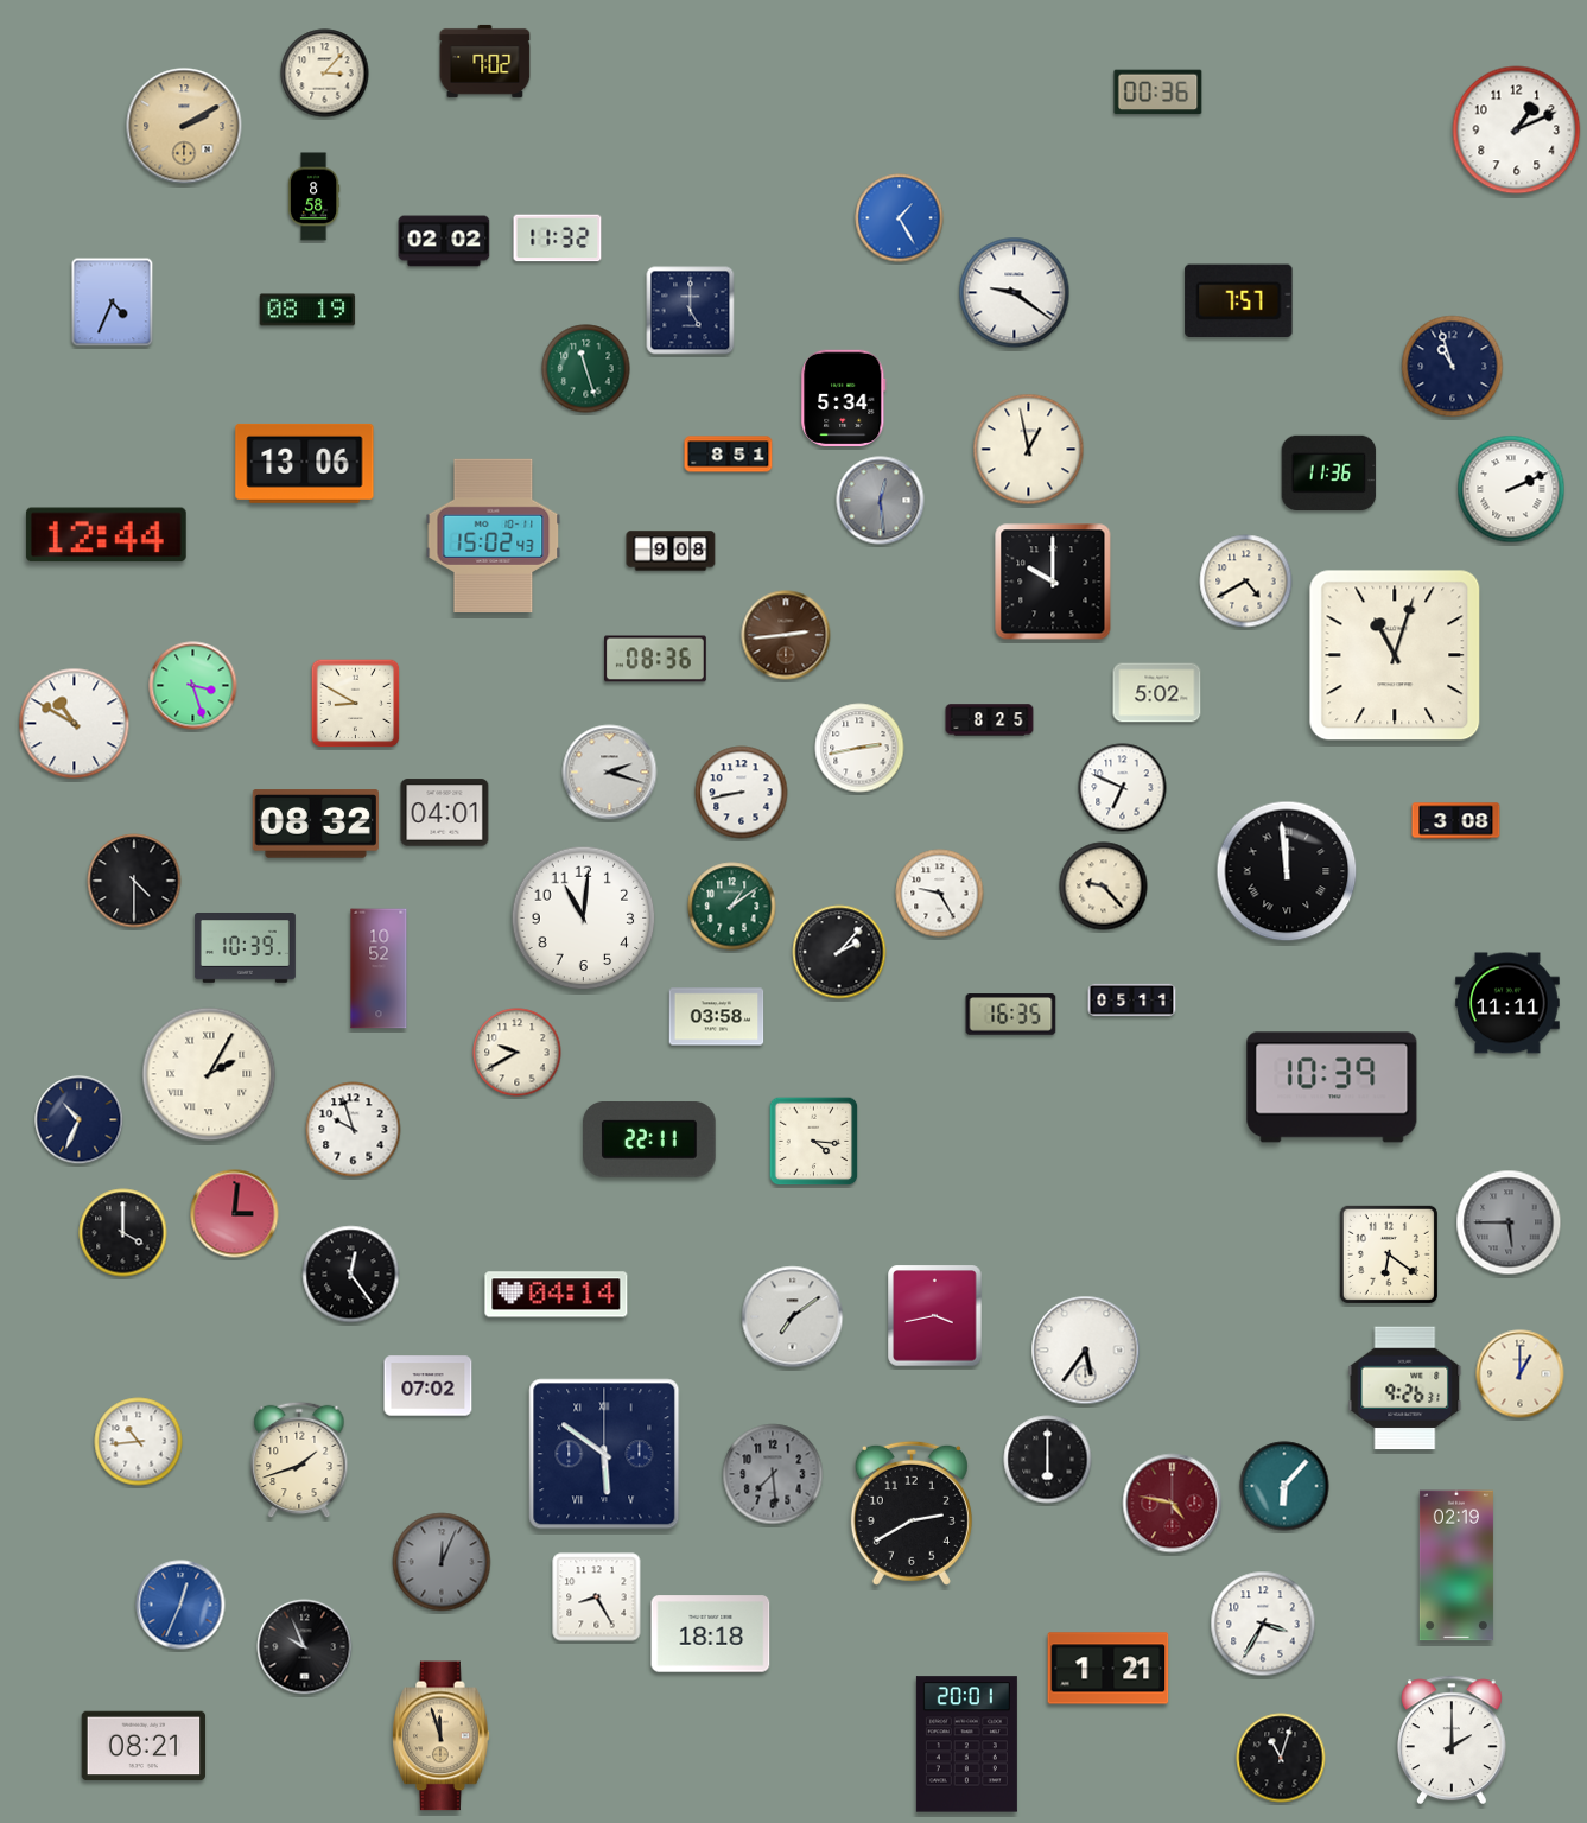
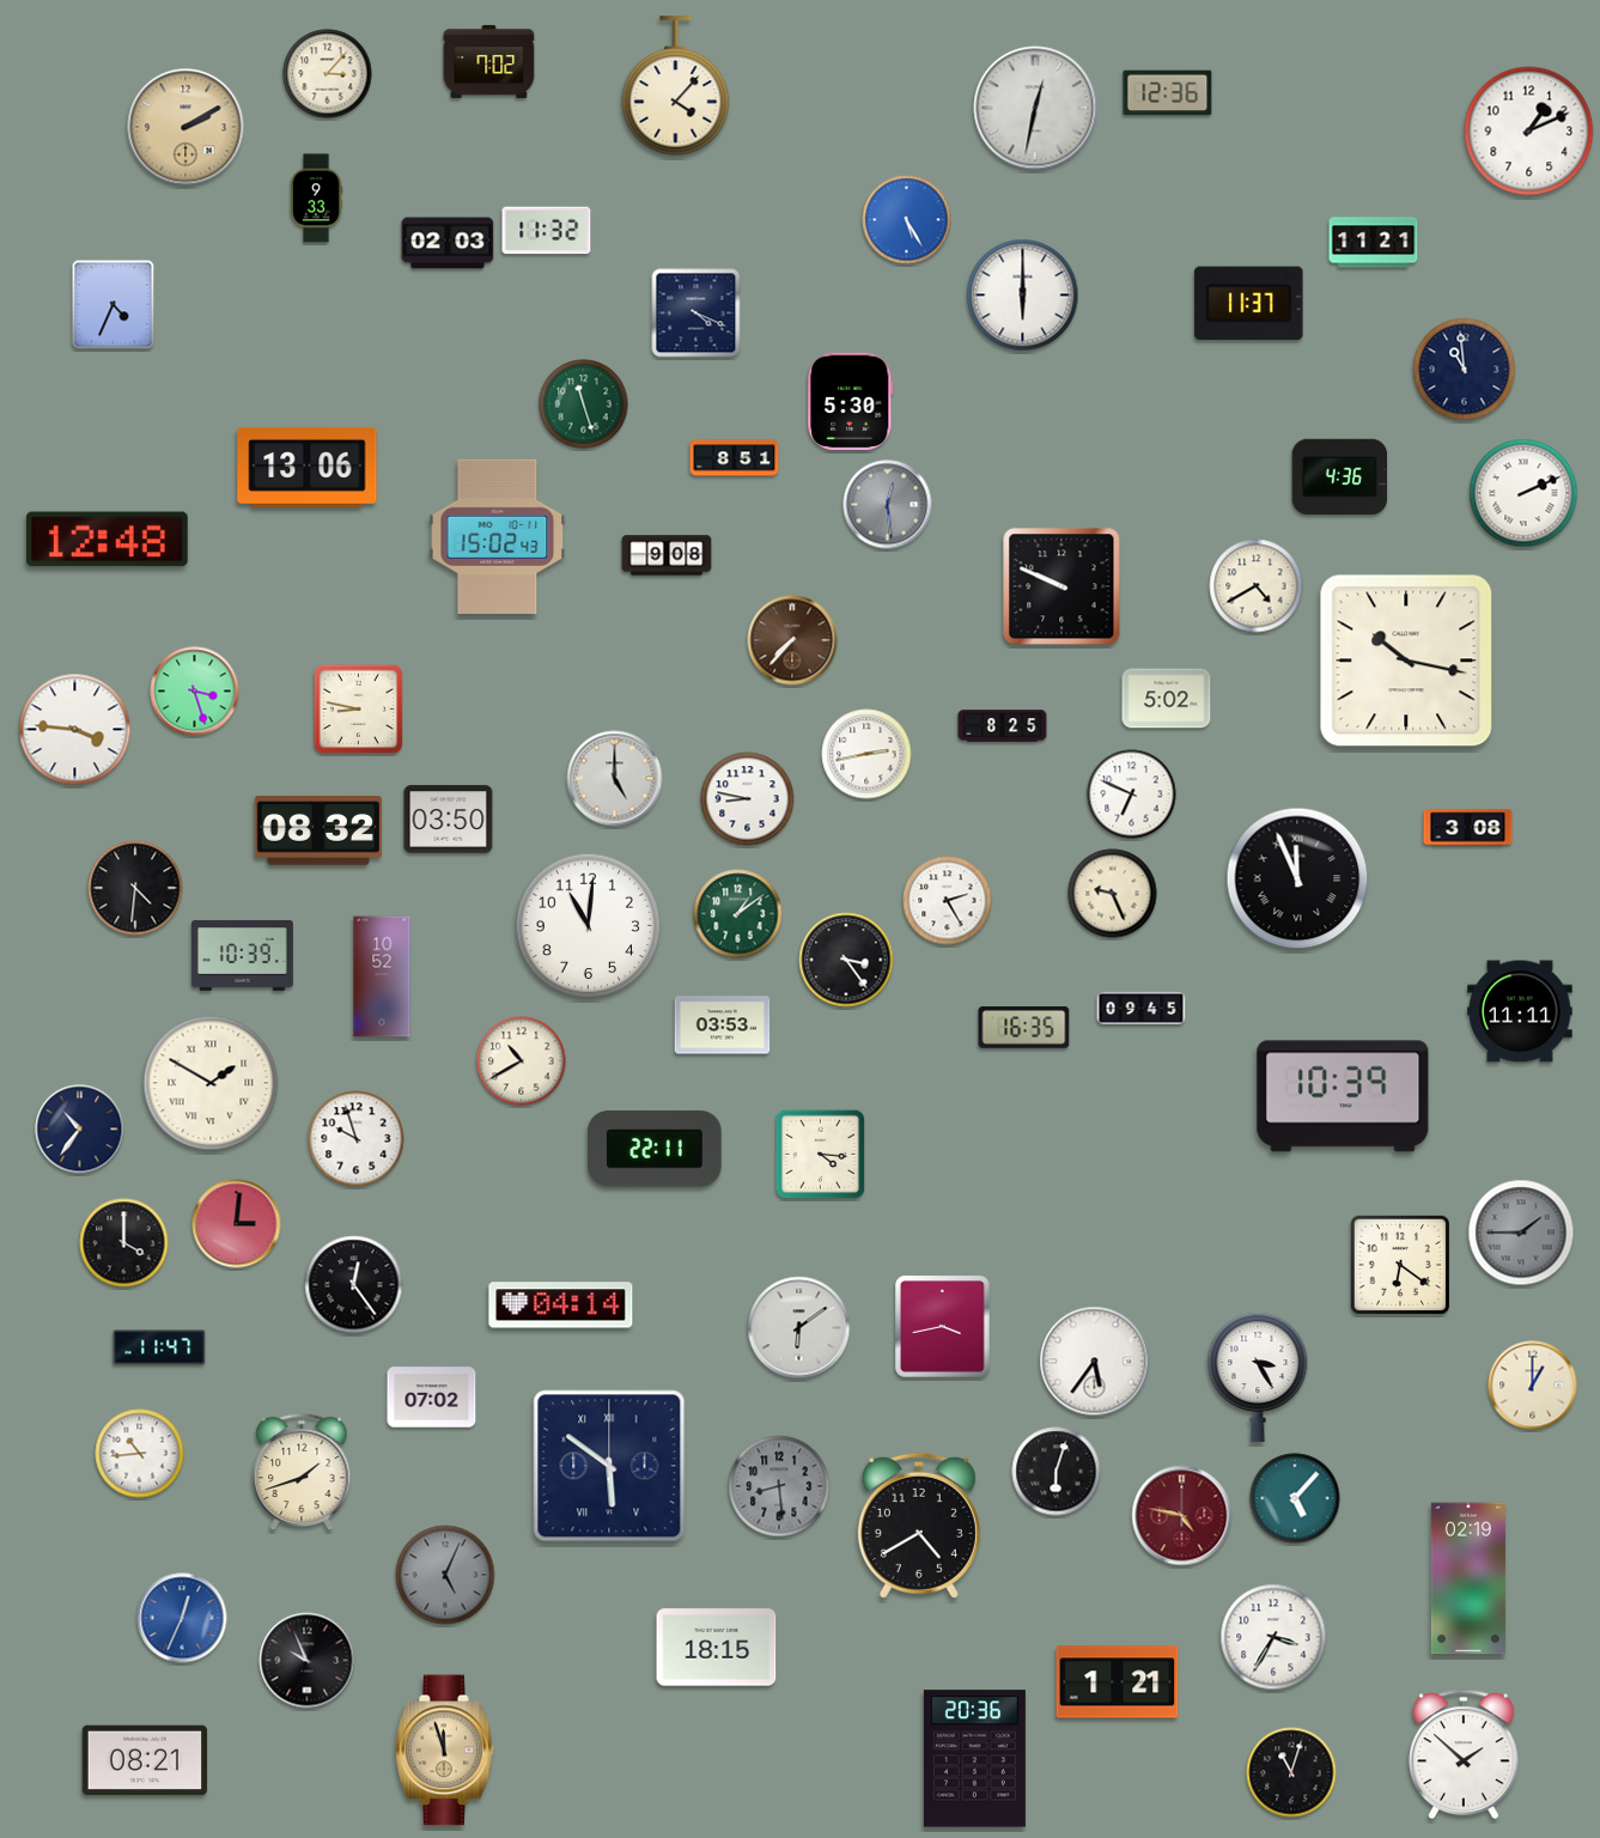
clock at (676, 86): none -> 4:07
clock at (1158, 93): 00:36 -> 12:36
clock at (1035, 108): none -> 12:32
clock at (313, 197): 8:58 -> 9:33
clock at (900, 218): 1:25 -> 5:25
clock at (558, 239) position: (558, 239) -> (547, 231)
clock at (444, 241): 02:02 -> 02:03
clock at (1374, 243): none -> 11:21
clock at (1015, 293): 9:21 -> 6:00
clock at (1239, 300): 7:57 -> 11:37
clock at (307, 310): 08:19 -> none
clock at (691, 311): 5:00 -> 4:19
clock at (1453, 367): 10:57 -> 10:59
clock at (586, 369) position: (586, 369) -> (584, 404)
clock at (844, 398): 5:34 -> 5:30
clock at (1029, 450): 12:58 -> none
clock at (1329, 472): 11:36 -> 4:36
clock at (106, 535): 12:44 -> 12:48
clock at (494, 535) position: (494, 535) -> (498, 536)
clock at (671, 551) position: (671, 551) -> (667, 555)
clock at (1053, 582): 10:00 -> 9:49
clock at (786, 635): 2:44 -> 7:37
clock at (1395, 655): 11:03 -> 10:17
clock at (655, 659): 08:36 -> none
clock at (356, 704): 8:50 -> 8:47
clock at (990, 720) position: (990, 720) -> (1003, 726)
clock at (75, 724): 10:50 -> 3:46
clock at (610, 773): 2:18 -> 5:00
clock at (742, 793): 8:43 -> 8:47
clock at (445, 813): 04:01 -> 03:50
clock at (1287, 871): 11:59 -> 11:56
clock at (134, 881): 4:30 -> 4:31
clock at (1104, 887): 9:23 -> 9:26
clock at (940, 894): 9:25 -> 2:25
clock at (245, 948) position: (245, 948) -> (242, 956)
clock at (839, 952): 2:07 -> 3:24
clock at (1132, 999): 05:11 -> 09:45
clock at (1011, 1015) position: (1011, 1015) -> (1024, 1028)
clock at (717, 1017): 03:58 -> 03:53
clock at (518, 1053): 9:40 -> 10:40
clock at (209, 1074): 2:05 -> 1:50
clock at (80, 1120): 10:34 -> 10:36
clock at (814, 1142) position: (814, 1142) -> (821, 1155)
clock at (1509, 1222): 5:45 -> 1:45
clock at (793, 1317): 7:09 -> 6:09
clock at (159, 1347): none -> 11:47
clock at (1258, 1377): none -> 3:25
clock at (1405, 1389): 9:26 -> none
clock at (1048, 1460): 6:00 -> 6:03
clock at (773, 1474): 7:29 -> 8:29
clock at (1284, 1486): 6:07 -> 5:07
clock at (912, 1513): 2:40 -> 4:40
clock at (442, 1562): 12:04 -> 5:04
clock at (597, 1597): 8:25 -> none
clock at (711, 1634): 18:18 -> 18:15
clock at (1452, 1739): 2:00 -> 1:52
clock at (966, 1745): 20:01 -> 20:36
